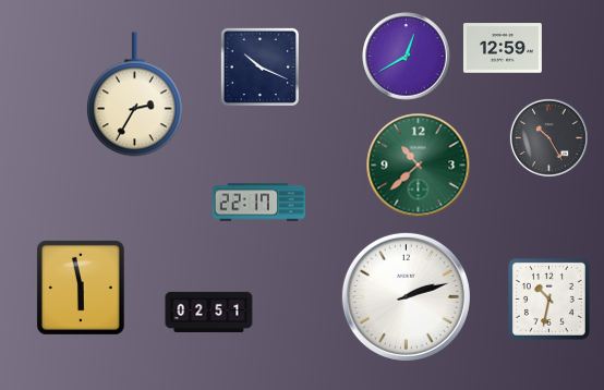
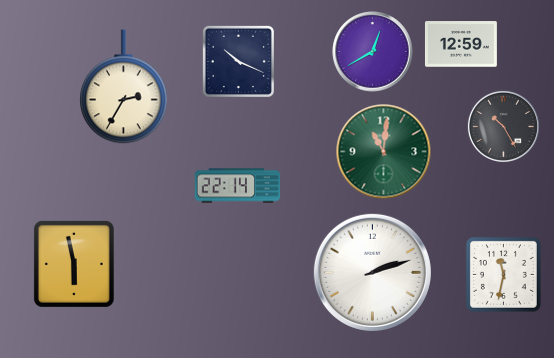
clock at (419, 166): 10:38 -> 11:01
clock at (259, 203): 22:17 -> 22:14
clock at (548, 298): 10:32 -> 11:32
clock at (209, 312): 02:51 -> none
